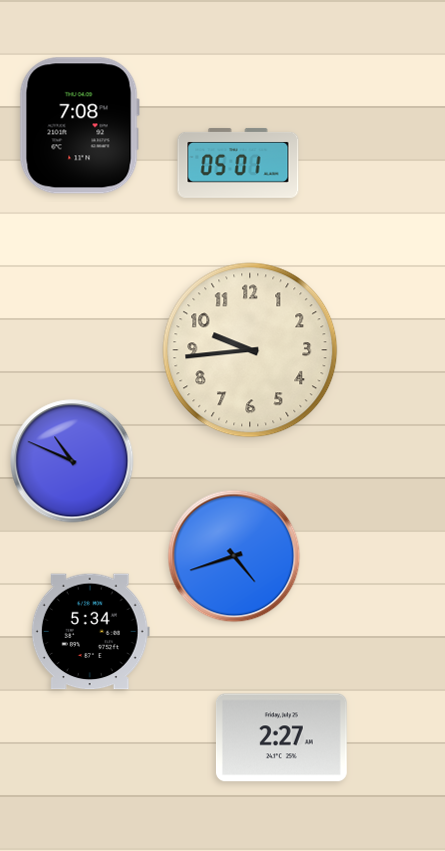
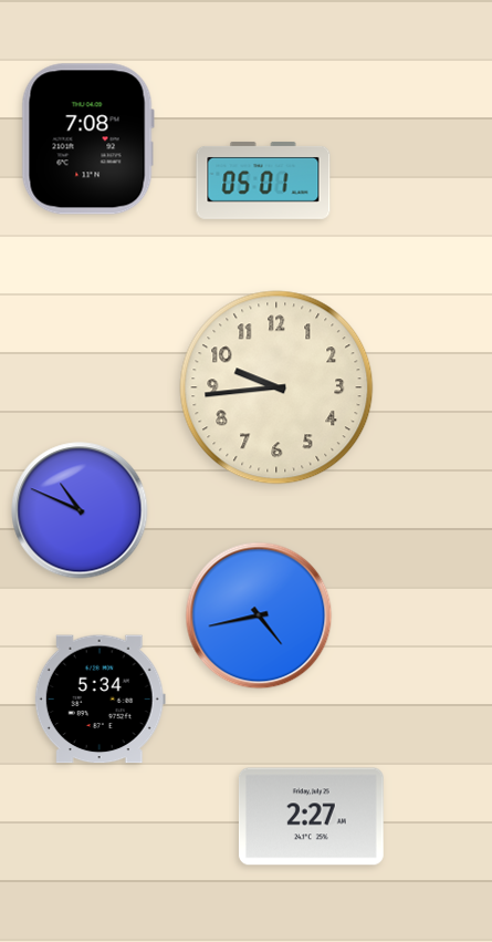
clock at (234, 556): 4:42 -> 4:43
